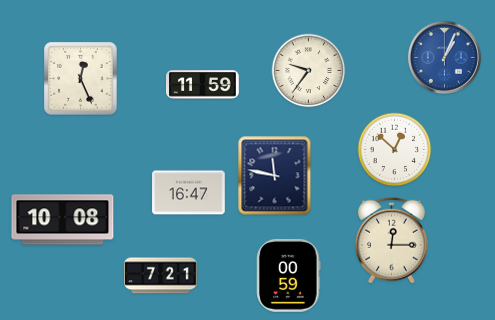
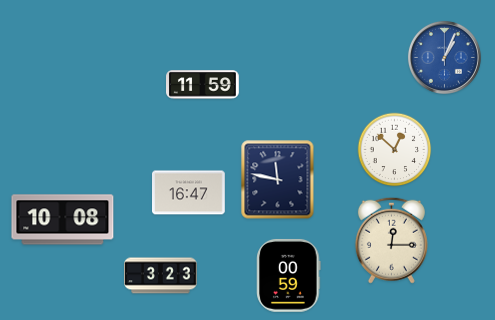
clock at (309, 71): 9:36 -> none
clock at (81, 79): 12:26 -> none
clock at (275, 176) position: (275, 176) -> (278, 180)
clock at (161, 276): 7:21 -> 3:23
